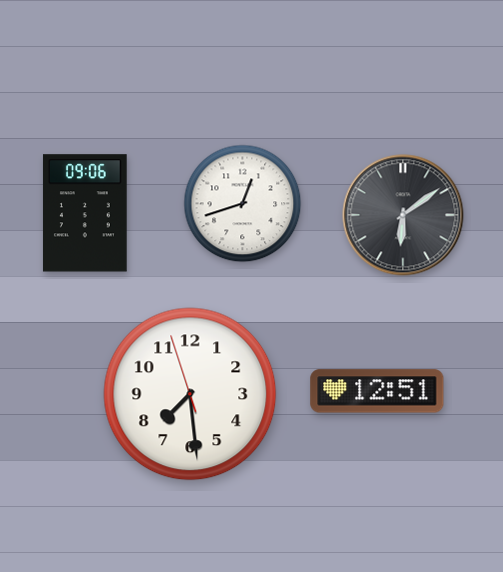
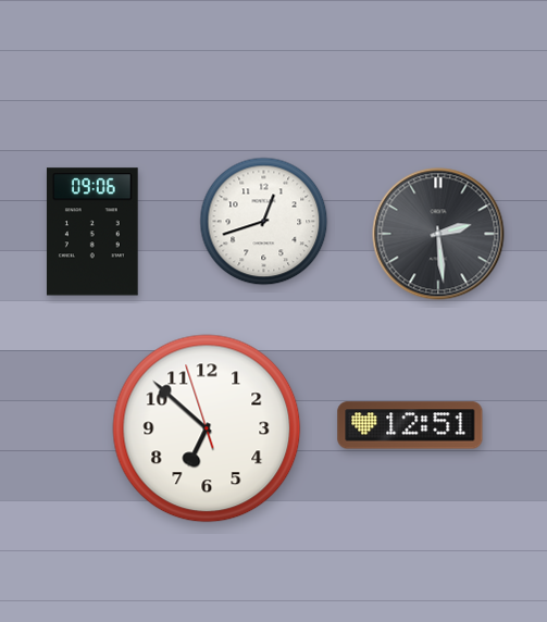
clock at (403, 215): 6:09 -> 2:29
clock at (190, 394): 7:28 -> 6:51
